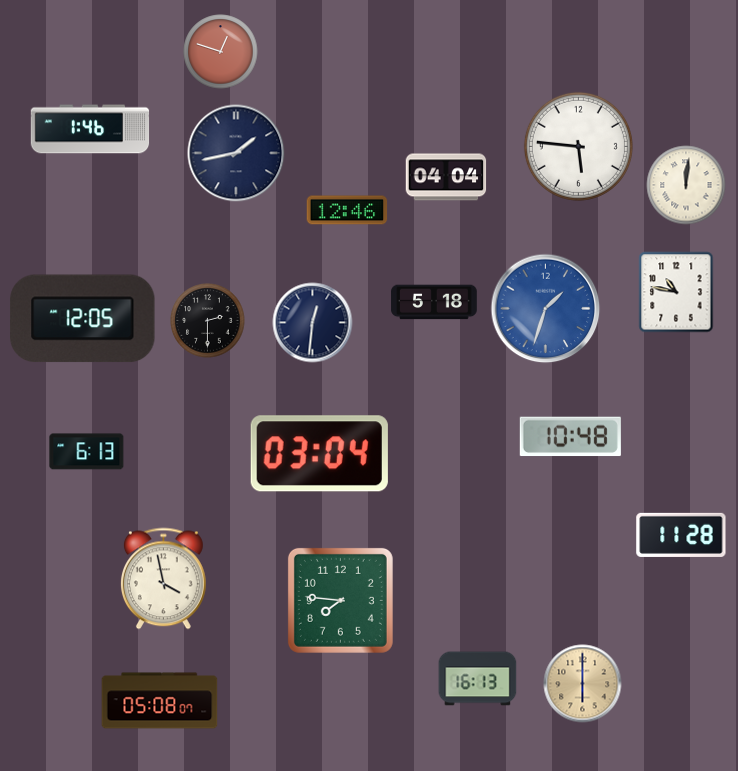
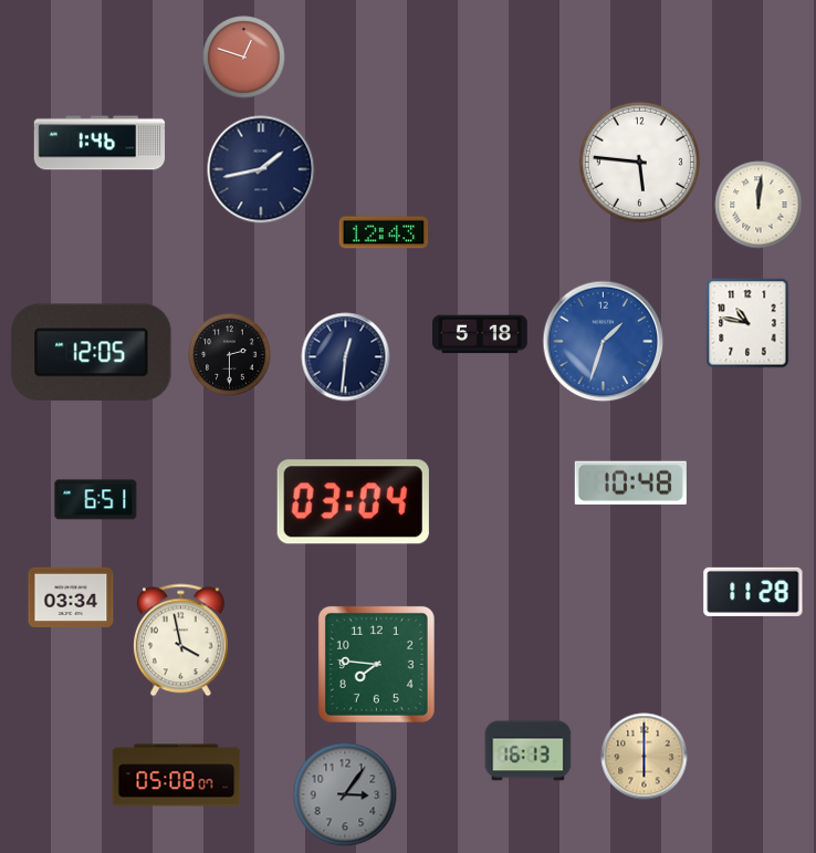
clock at (446, 177): 04:04 -> none
clock at (347, 210): 12:46 -> 12:43
clock at (87, 452): 6:13 -> 6:51
clock at (71, 597): none -> 03:34
clock at (345, 794): none -> 3:06
